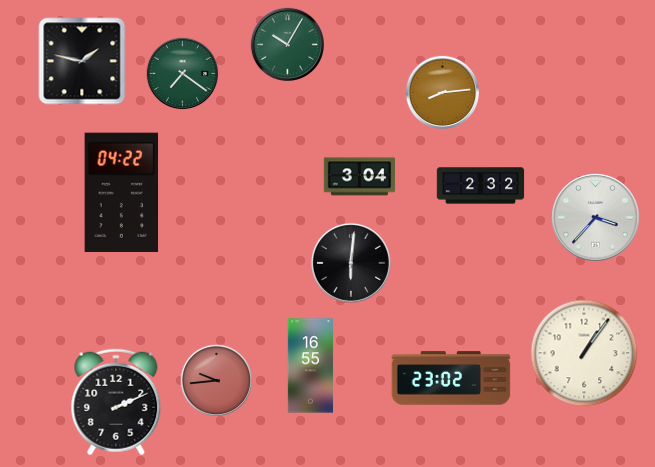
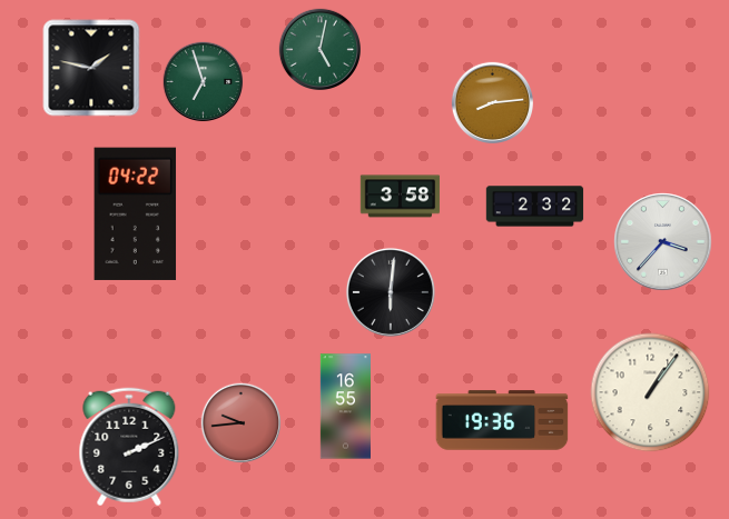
clock at (288, 45): 10:05 -> 5:02
clock at (183, 74): 7:21 -> 6:57
clock at (360, 177): 3:04 -> 3:58
clock at (451, 378): 23:02 -> 19:36
